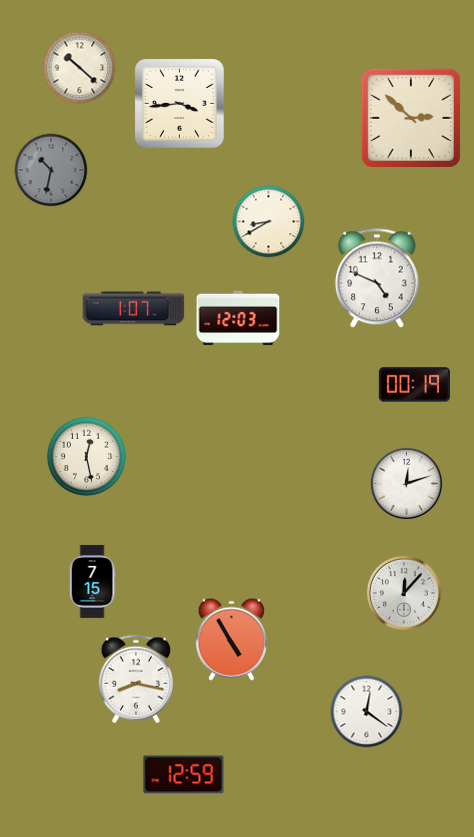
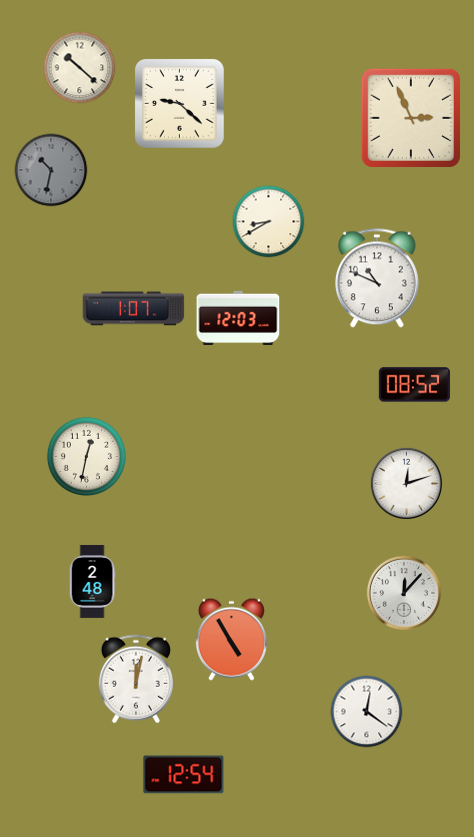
clock at (180, 104): 3:44 -> 9:22
clock at (411, 118): 2:52 -> 2:56
clock at (377, 278): 4:49 -> 10:49
clock at (414, 385): 00:19 -> 08:52
clock at (86, 456): 12:28 -> 12:32
clock at (92, 581): 7:15 -> 2:48
clock at (136, 679): 8:17 -> 12:02
clock at (184, 775): 12:59 -> 12:54
